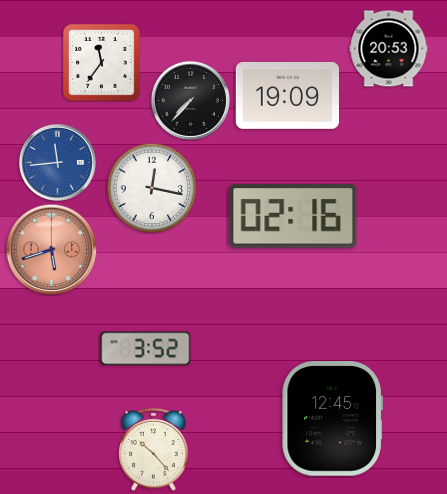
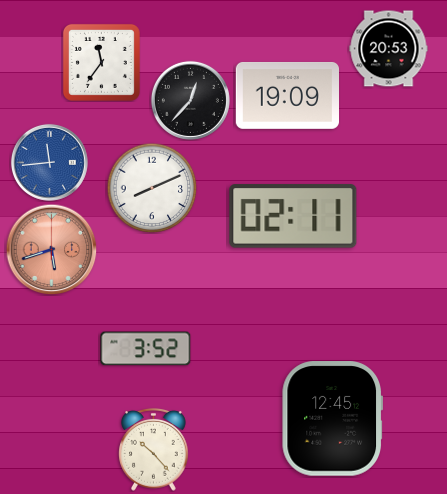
clock at (190, 100): 7:37 -> 12:37
clock at (57, 162) position: (57, 162) -> (49, 162)
clock at (152, 188): 12:17 -> 8:11
clock at (293, 216): 02:16 -> 02:11
